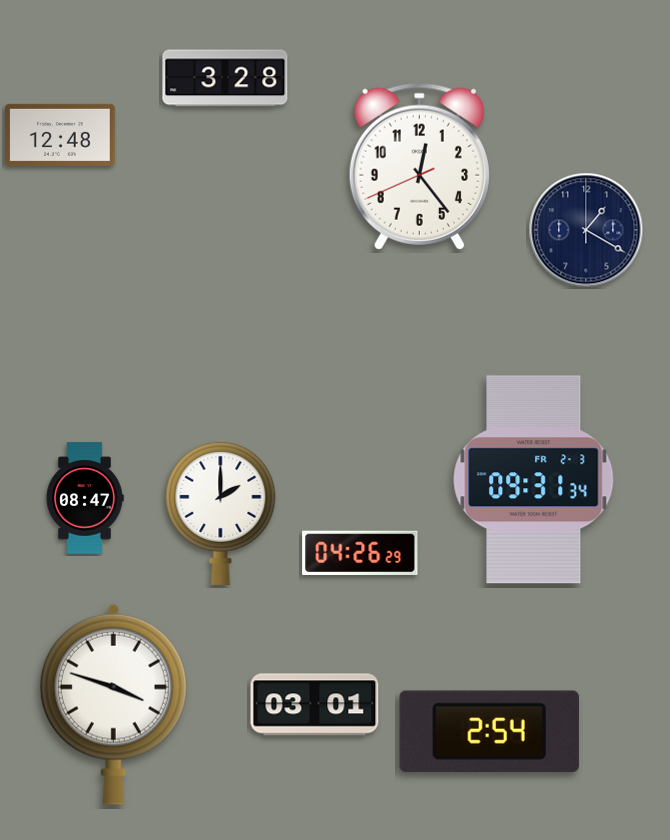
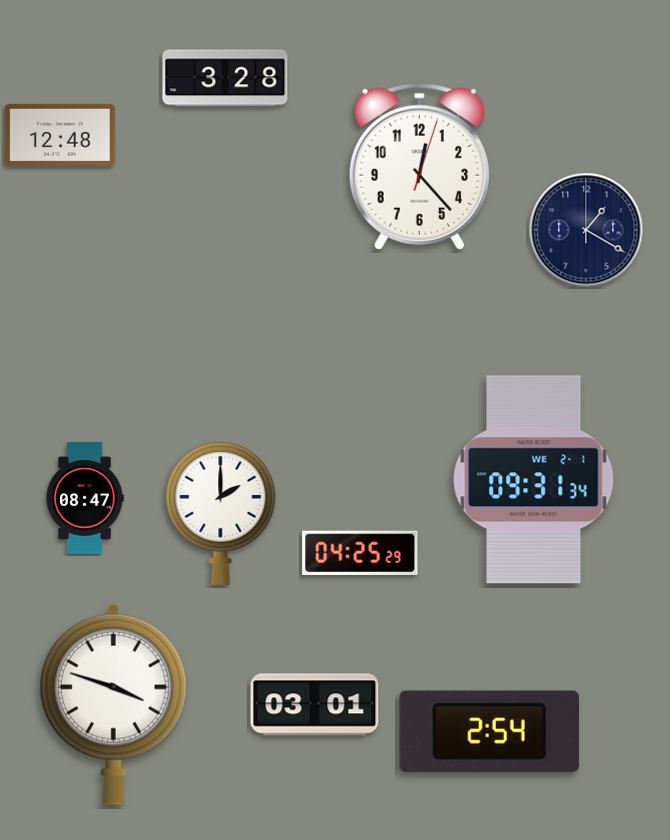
clock at (419, 166): 12:23:41 -> 12:23:03
clock at (534, 480) date: FR 2-3 -> WE 2-1
clock at (360, 553): 04:26 -> 04:25
